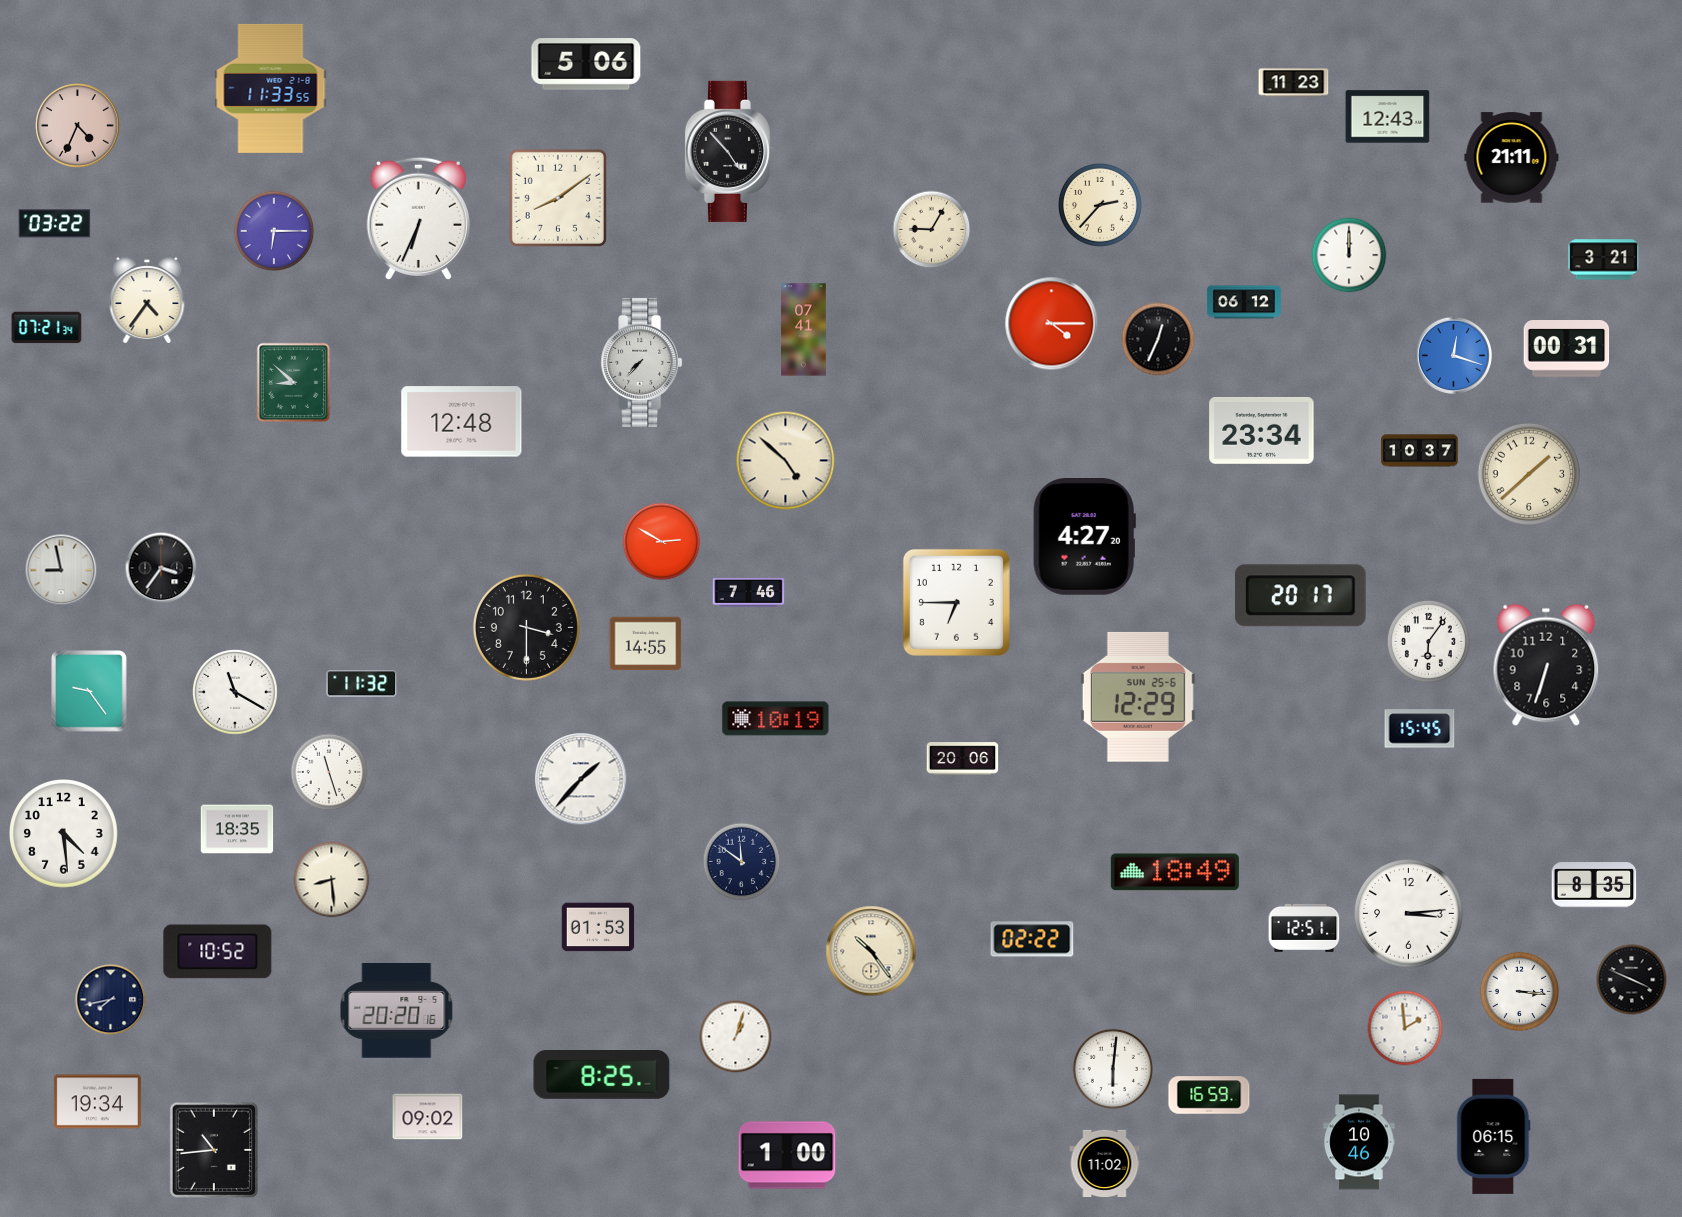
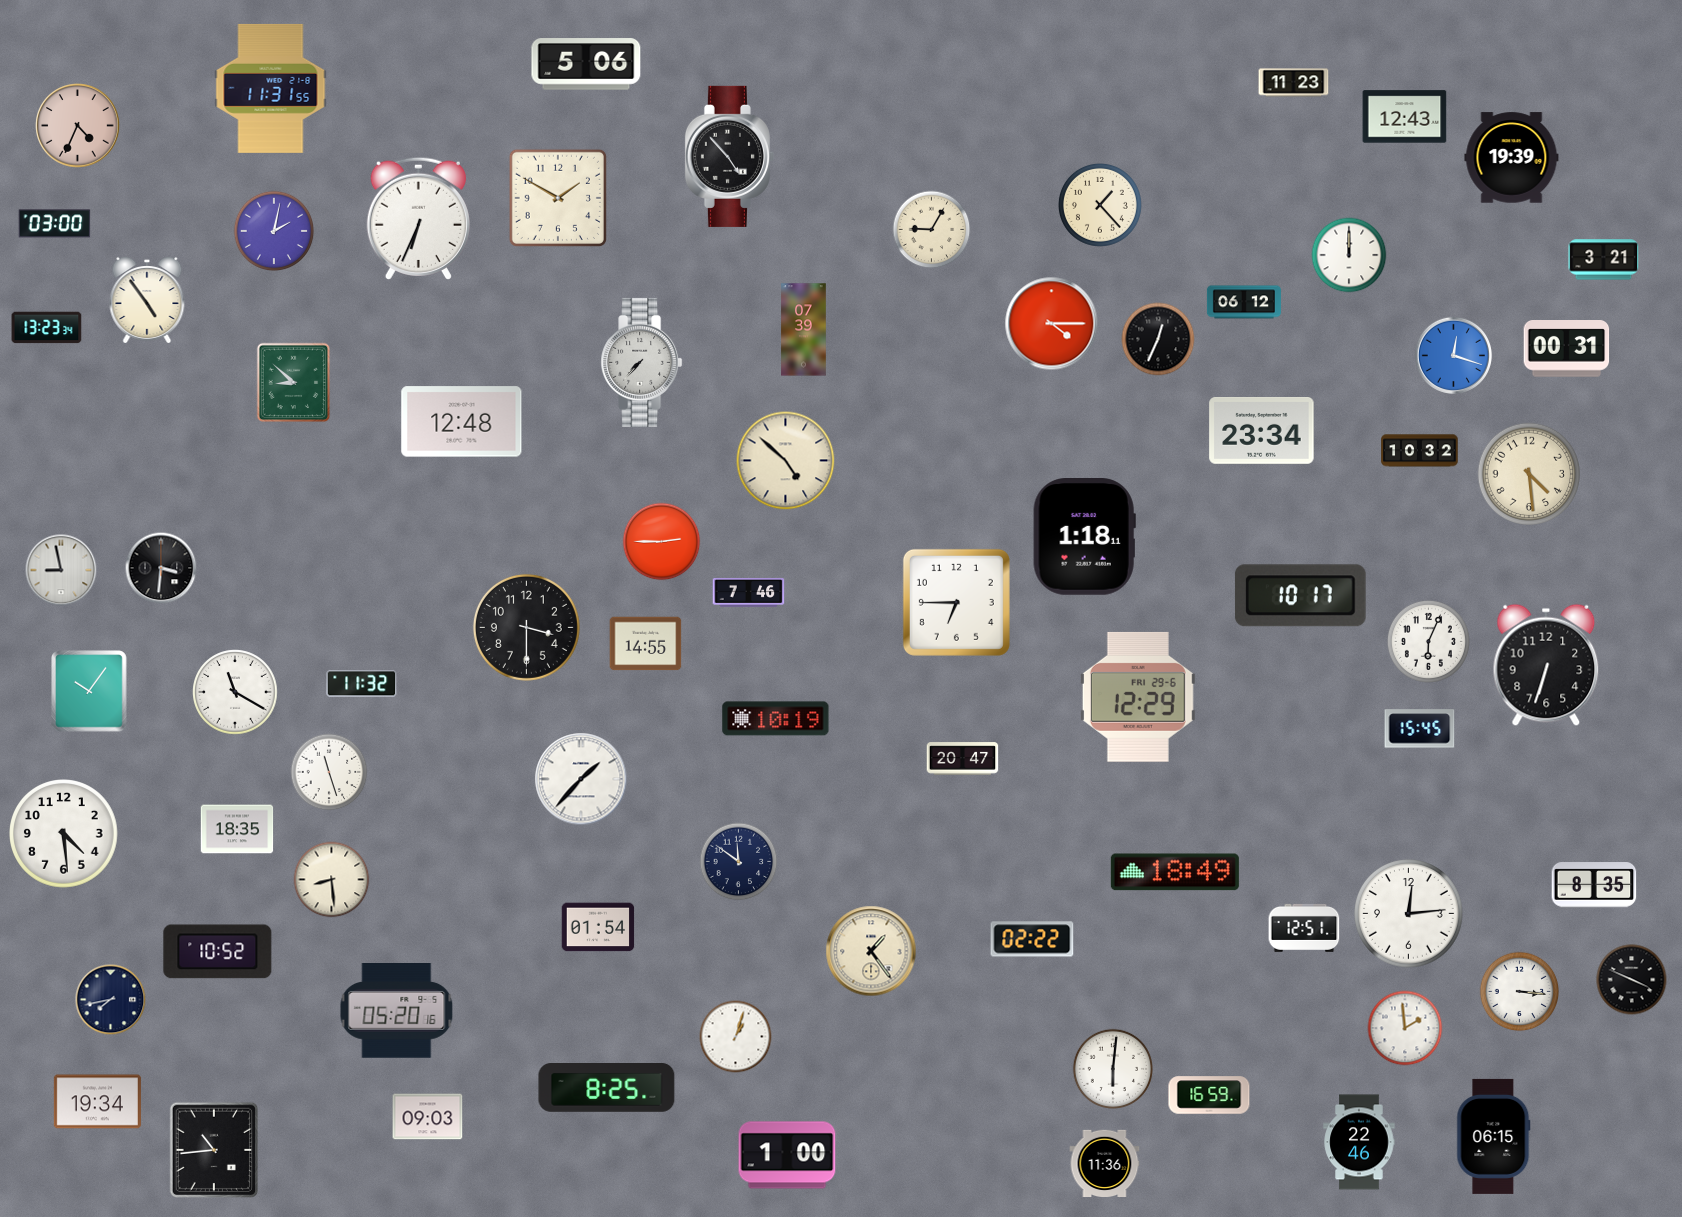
clock at (271, 88): 11:33 -> 11:31
clock at (1388, 117) position: (1388, 117) -> (1405, 117)
clock at (729, 151) position: (729, 151) -> (729, 156)
clock at (1512, 158): 21:11 -> 19:39
clock at (558, 198): 8:09 -> 1:50
clock at (1100, 205): 2:37 -> 1:23
clock at (55, 224): 03:22 -> 03:00
clock at (274, 231): 6:15 -> 2:02
clock at (147, 301): 4:36 -> 4:54
clock at (47, 328): 07:21 -> 13:23
clock at (804, 330): 07:41 -> 07:39
clock at (1420, 451): 10:37 -> 10:32
clock at (1529, 474): 1:38 -> 4:29
clock at (1084, 537): 4:27 -> 1:18
clock at (662, 542): 2:50 -> 2:45
clock at (161, 568): 3:36 -> 3:31
clock at (1300, 596): 20:17 -> 10:17
clock at (1428, 641): 6:06 -> 6:04
clock at (89, 691): 9:24 -> 10:06
clock at (1138, 697) date: SUN 25-6 -> FRI 29-6
clock at (963, 759): 20:06 -> 20:47
clock at (742, 862) position: (742, 862) -> (739, 862)
clock at (1409, 914): 3:14 -> 12:14
clock at (598, 927): 01:53 -> 01:54
clock at (871, 951): 10:24 -> 1:24
clock at (397, 1011): 20:20 -> 05:20
clock at (602, 1075) position: (602, 1075) -> (607, 1088)
clock at (428, 1117): 09:02 -> 09:03
clock at (1359, 1142): 10:46 -> 22:46
clock at (1105, 1164): 11:02 -> 11:36
